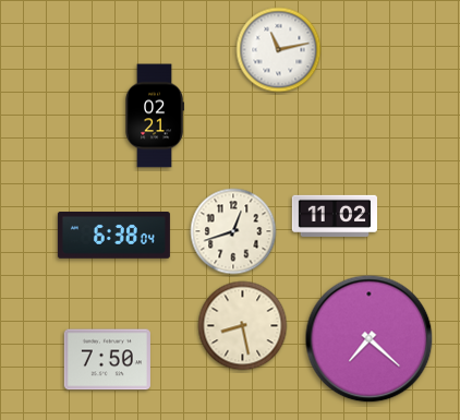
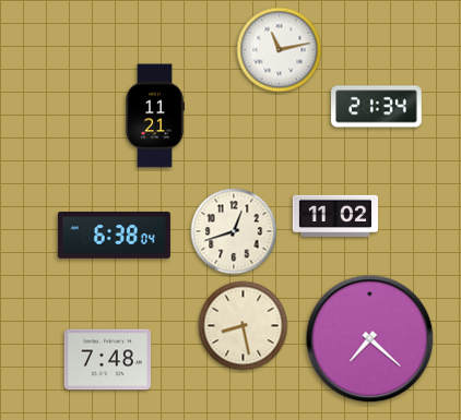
clock at (377, 107): none -> 21:34
clock at (154, 116): 02:21 -> 11:21
clock at (107, 360): 7:50 -> 7:48
